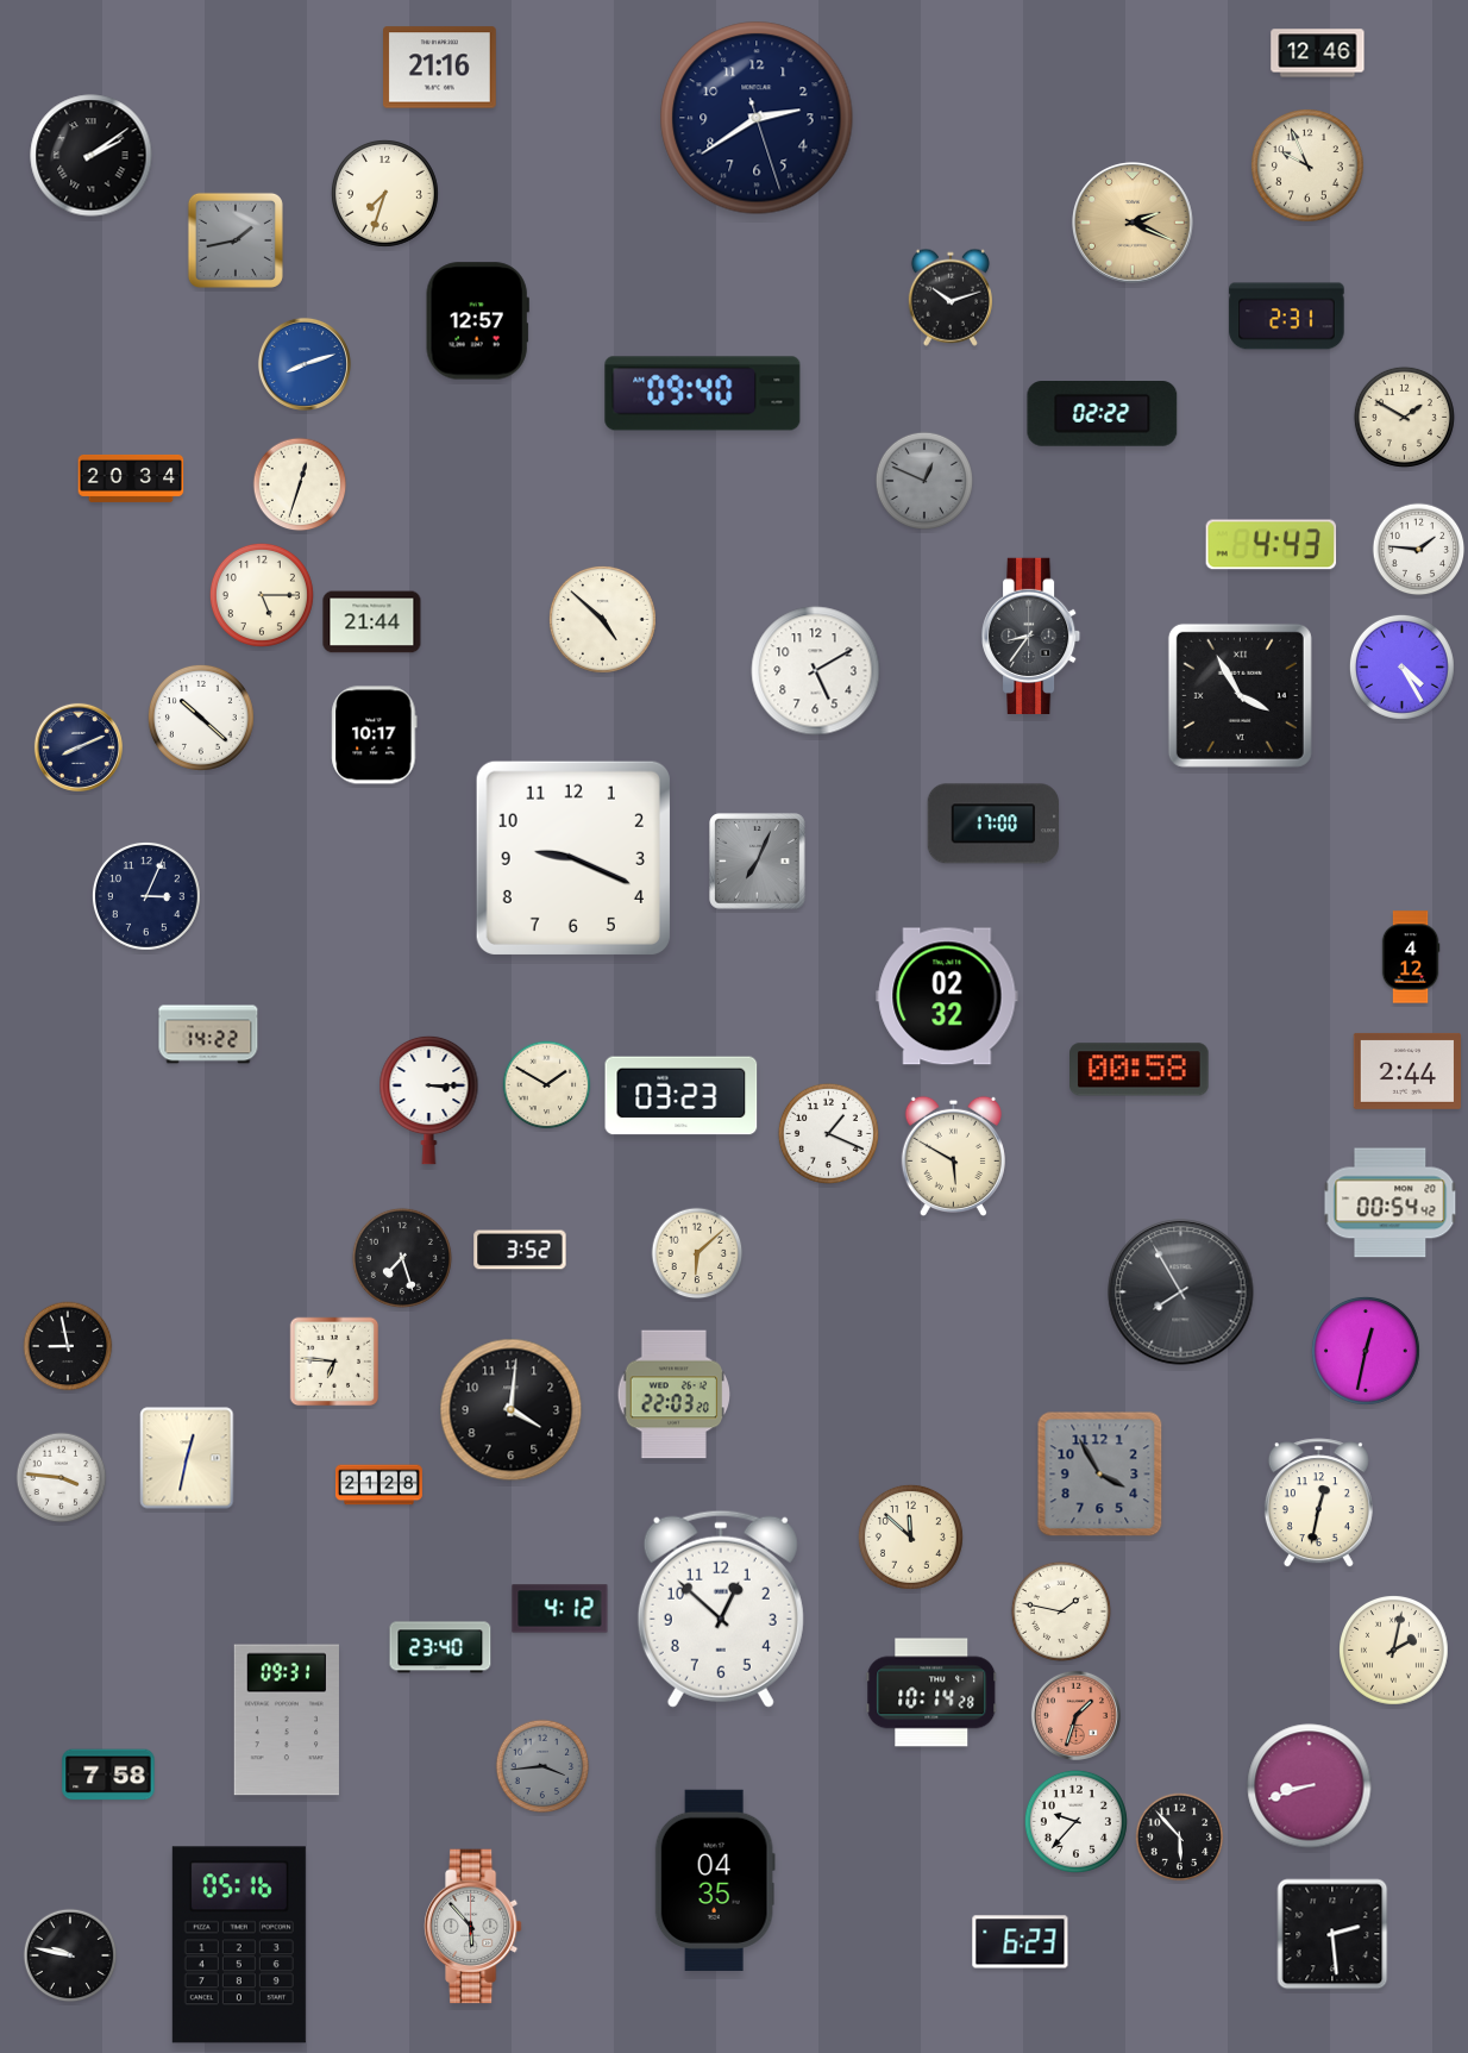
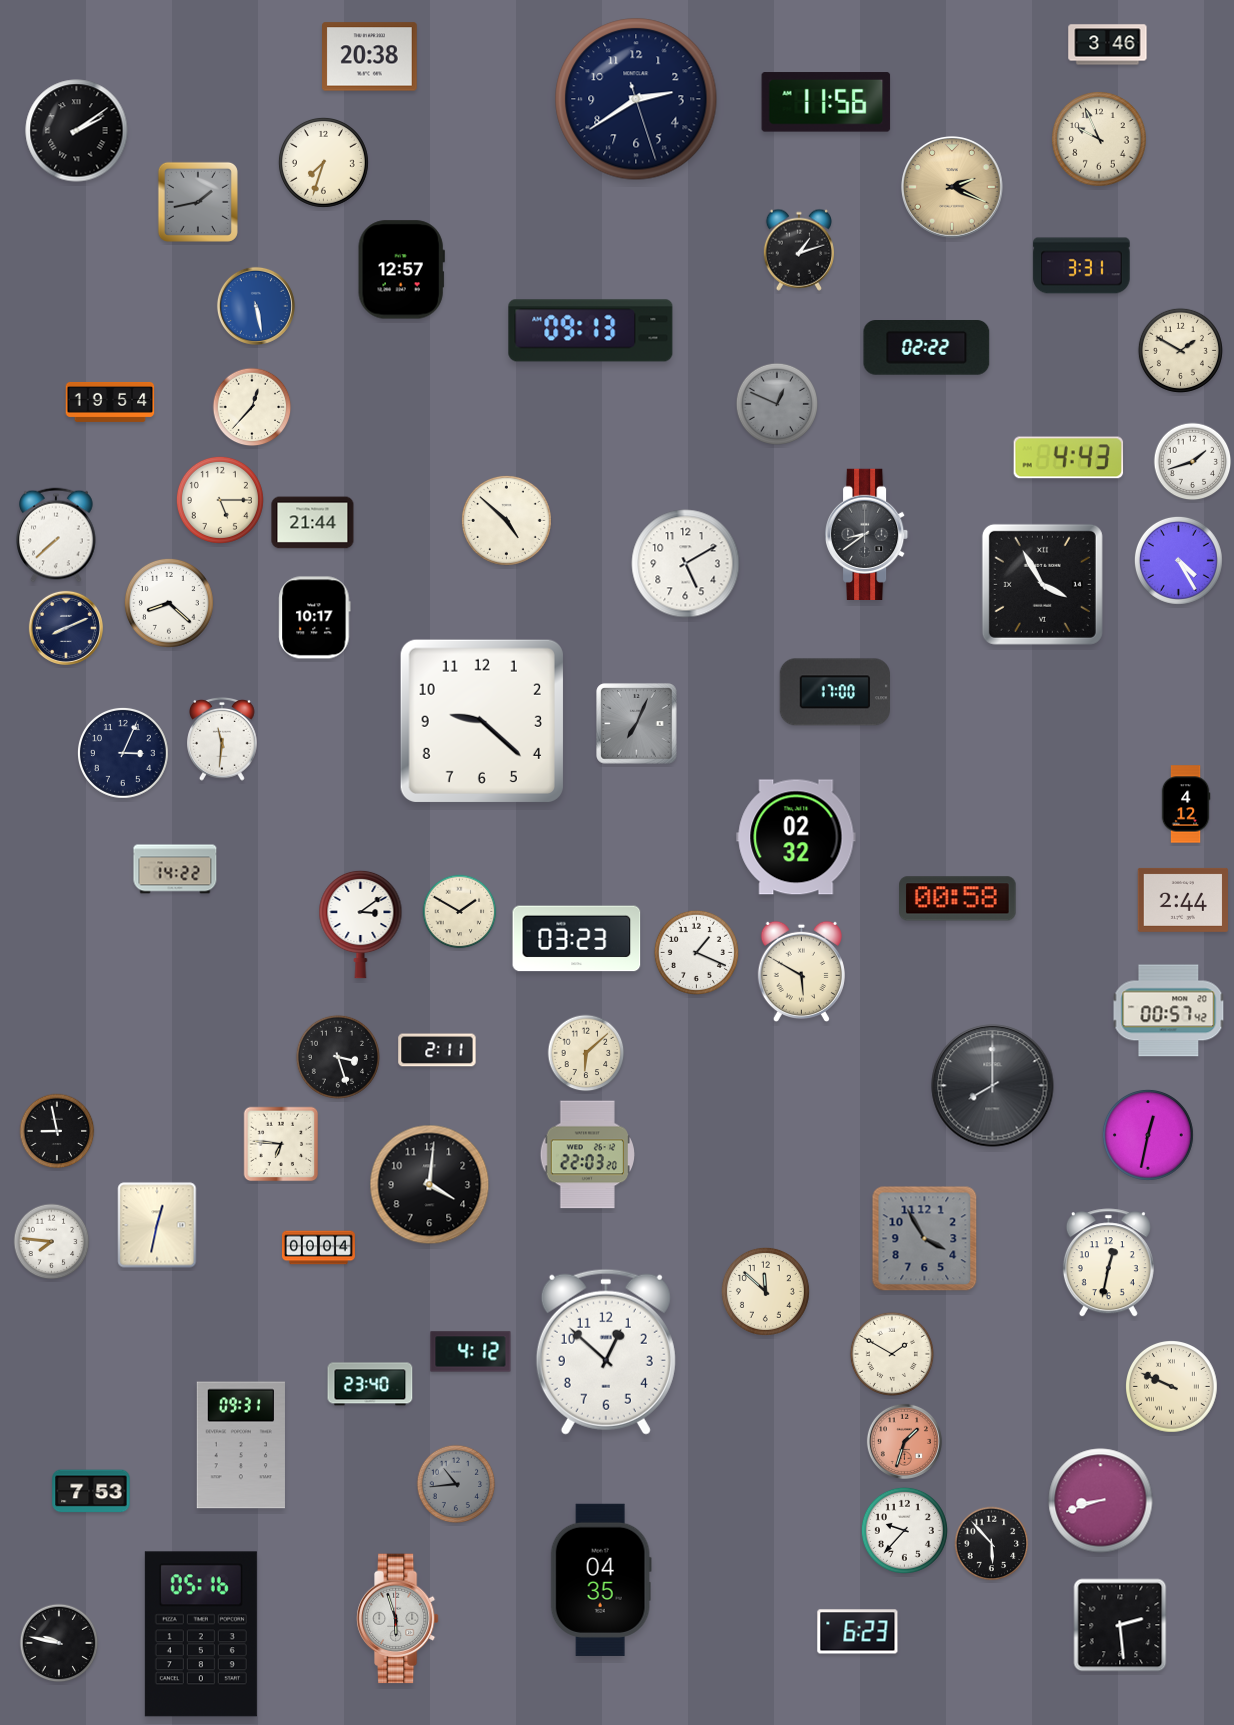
clock at (1318, 54): 12:46 -> 3:46
clock at (440, 68): 21:16 -> 20:38
clock at (826, 102): none -> 11:56
clock at (951, 298): 10:12 -> 1:12
clock at (1287, 317): 2:31 -> 3:31
clock at (305, 364): 8:12 -> 5:28
clock at (703, 394): 09:40 -> 09:13
clock at (131, 478): 20:34 -> 19:54
clock at (300, 484): 12:33 -> 12:37
clock at (1419, 550): 1:46 -> 1:42
clock at (1033, 636): 8:36 -> 8:39
clock at (56, 535): none -> 7:38
clock at (201, 718): 10:22 -> 8:22
clock at (573, 858): 9:19 -> 9:22
clock at (222, 739): none -> 11:31
clock at (682, 1096) position: (682, 1096) -> (577, 939)
clock at (429, 1100): 3:15 -> 3:09
clock at (1391, 1203): 00:54 -> 00:57
clock at (520, 1250): 3:52 -> 2:11
clock at (402, 1258): 7:27 -> 3:27
clock at (1181, 1292): 7:55 -> 8:00
clock at (675, 1395) position: (675, 1395) -> (588, 1155)
clock at (62, 1478): 3:46 -> 7:46
clock at (379, 1485): 21:28 -> 00:04
clock at (1061, 1611): 1:47 -> 1:50
clock at (1394, 1651): 2:02 -> 9:49
clock at (931, 1692): 10:14 -> none
clock at (542, 1766): 3:44 -> 10:44
clock at (108, 1775): 7:58 -> 7:53
clock at (472, 1927): 5:53 -> 5:57
